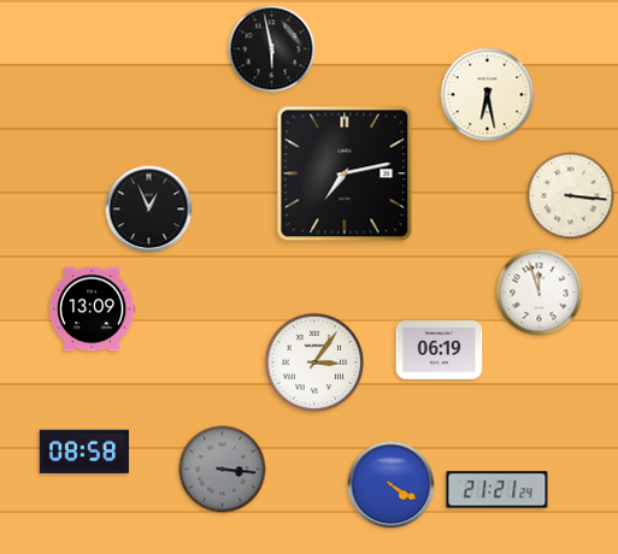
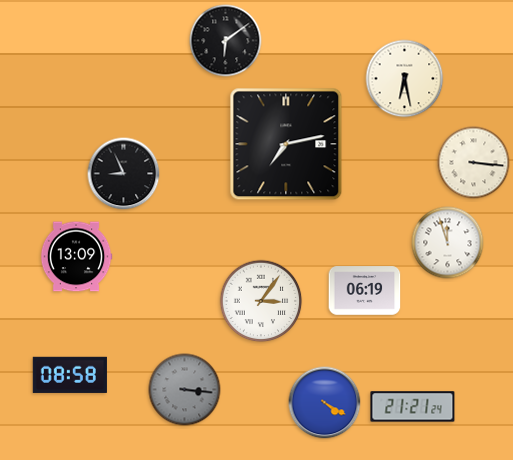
clock at (272, 49): 5:58 -> 6:09
clock at (149, 210): 12:56 -> 8:56
